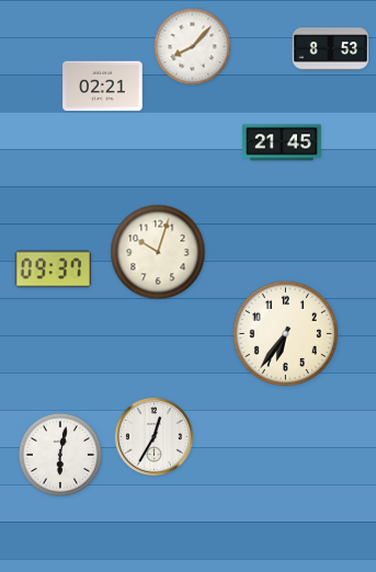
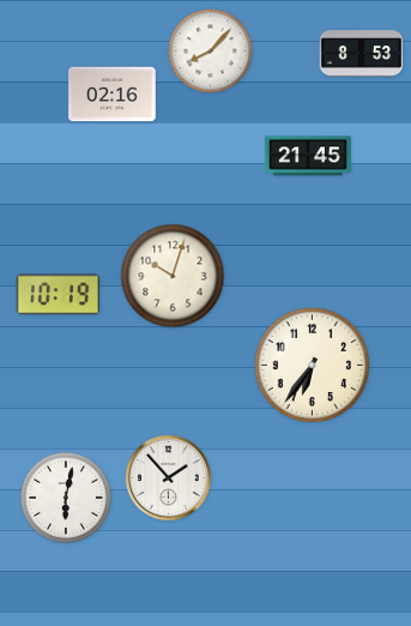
clock at (103, 87): 02:21 -> 02:16
clock at (54, 270): 09:37 -> 10:19
clock at (153, 436): 12:35 -> 1:53
